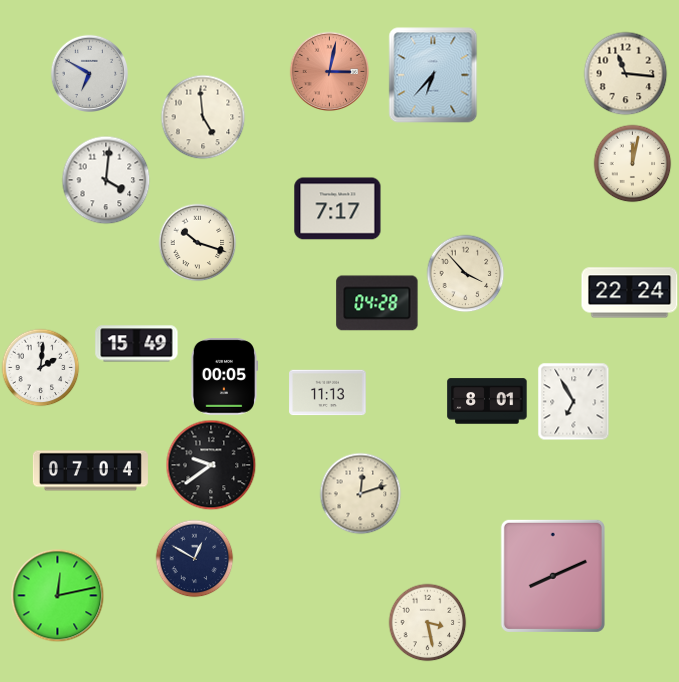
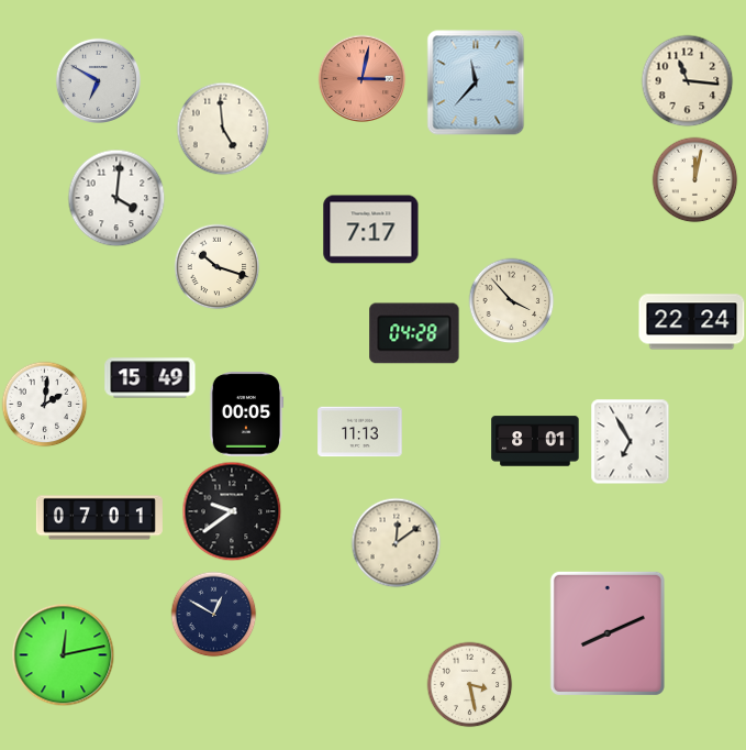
clock at (433, 75): 6:37 -> 11:37
clock at (90, 471): 07:04 -> 07:01
clock at (360, 493): 12:12 -> 12:09
